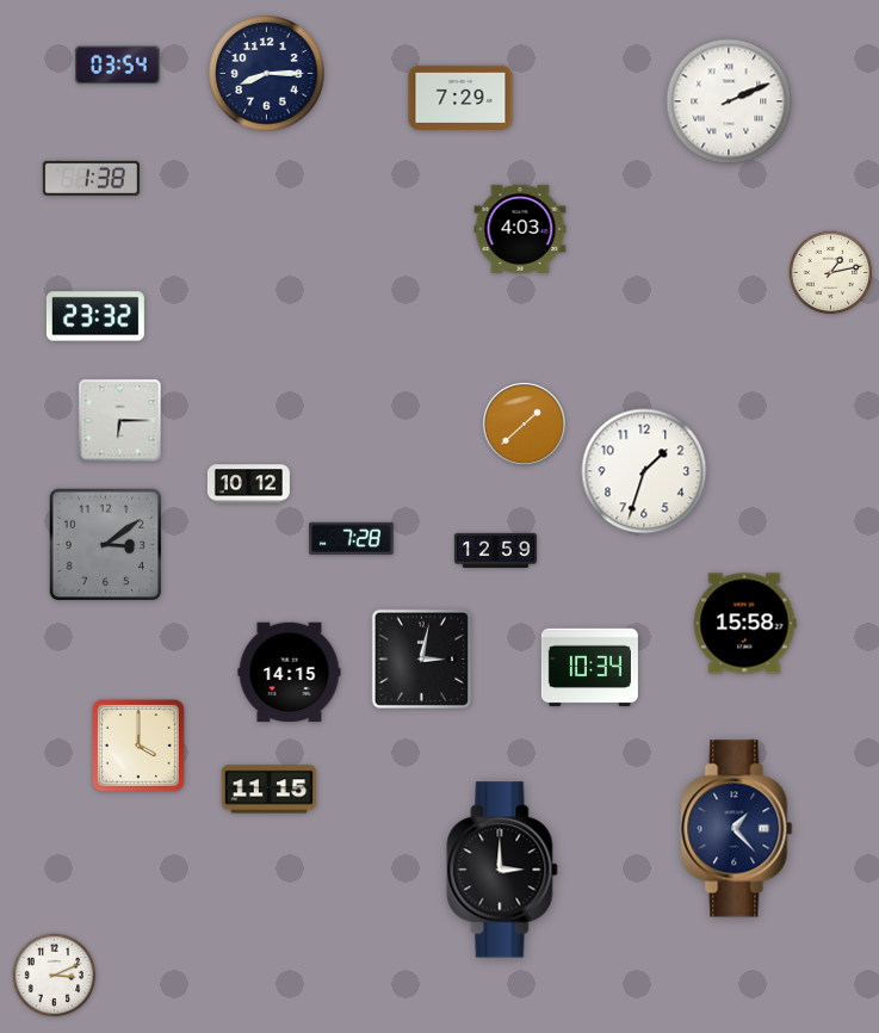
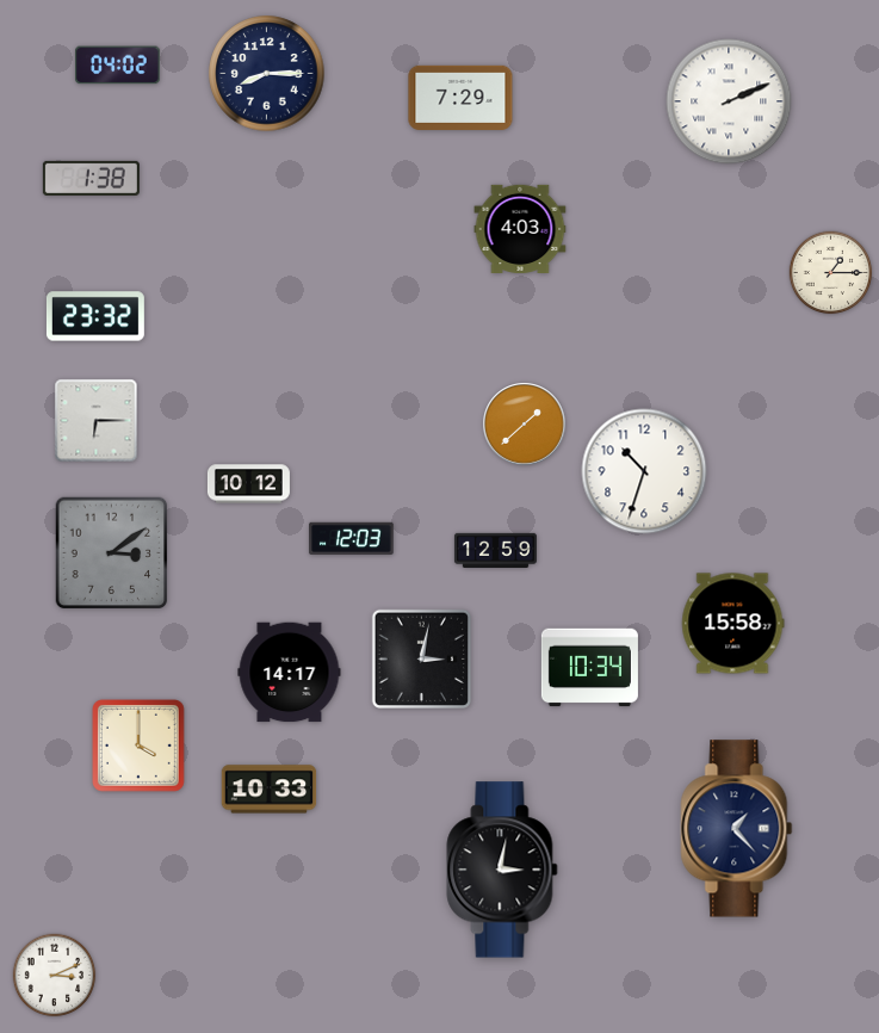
clock at (118, 66): 03:54 -> 04:02
clock at (831, 273): 1:13 -> 1:15
clock at (120, 421) position: (120, 421) -> (97, 421)
clock at (644, 471): 1:33 -> 10:33
clock at (352, 538): 7:28 -> 12:03
clock at (106, 545) position: (106, 545) -> (112, 553)
clock at (744, 624) position: (744, 624) -> (732, 624)
clock at (290, 673): 14:15 -> 14:17
clock at (270, 790): 11:15 -> 10:33
clock at (502, 870): 3:00 -> 3:02
